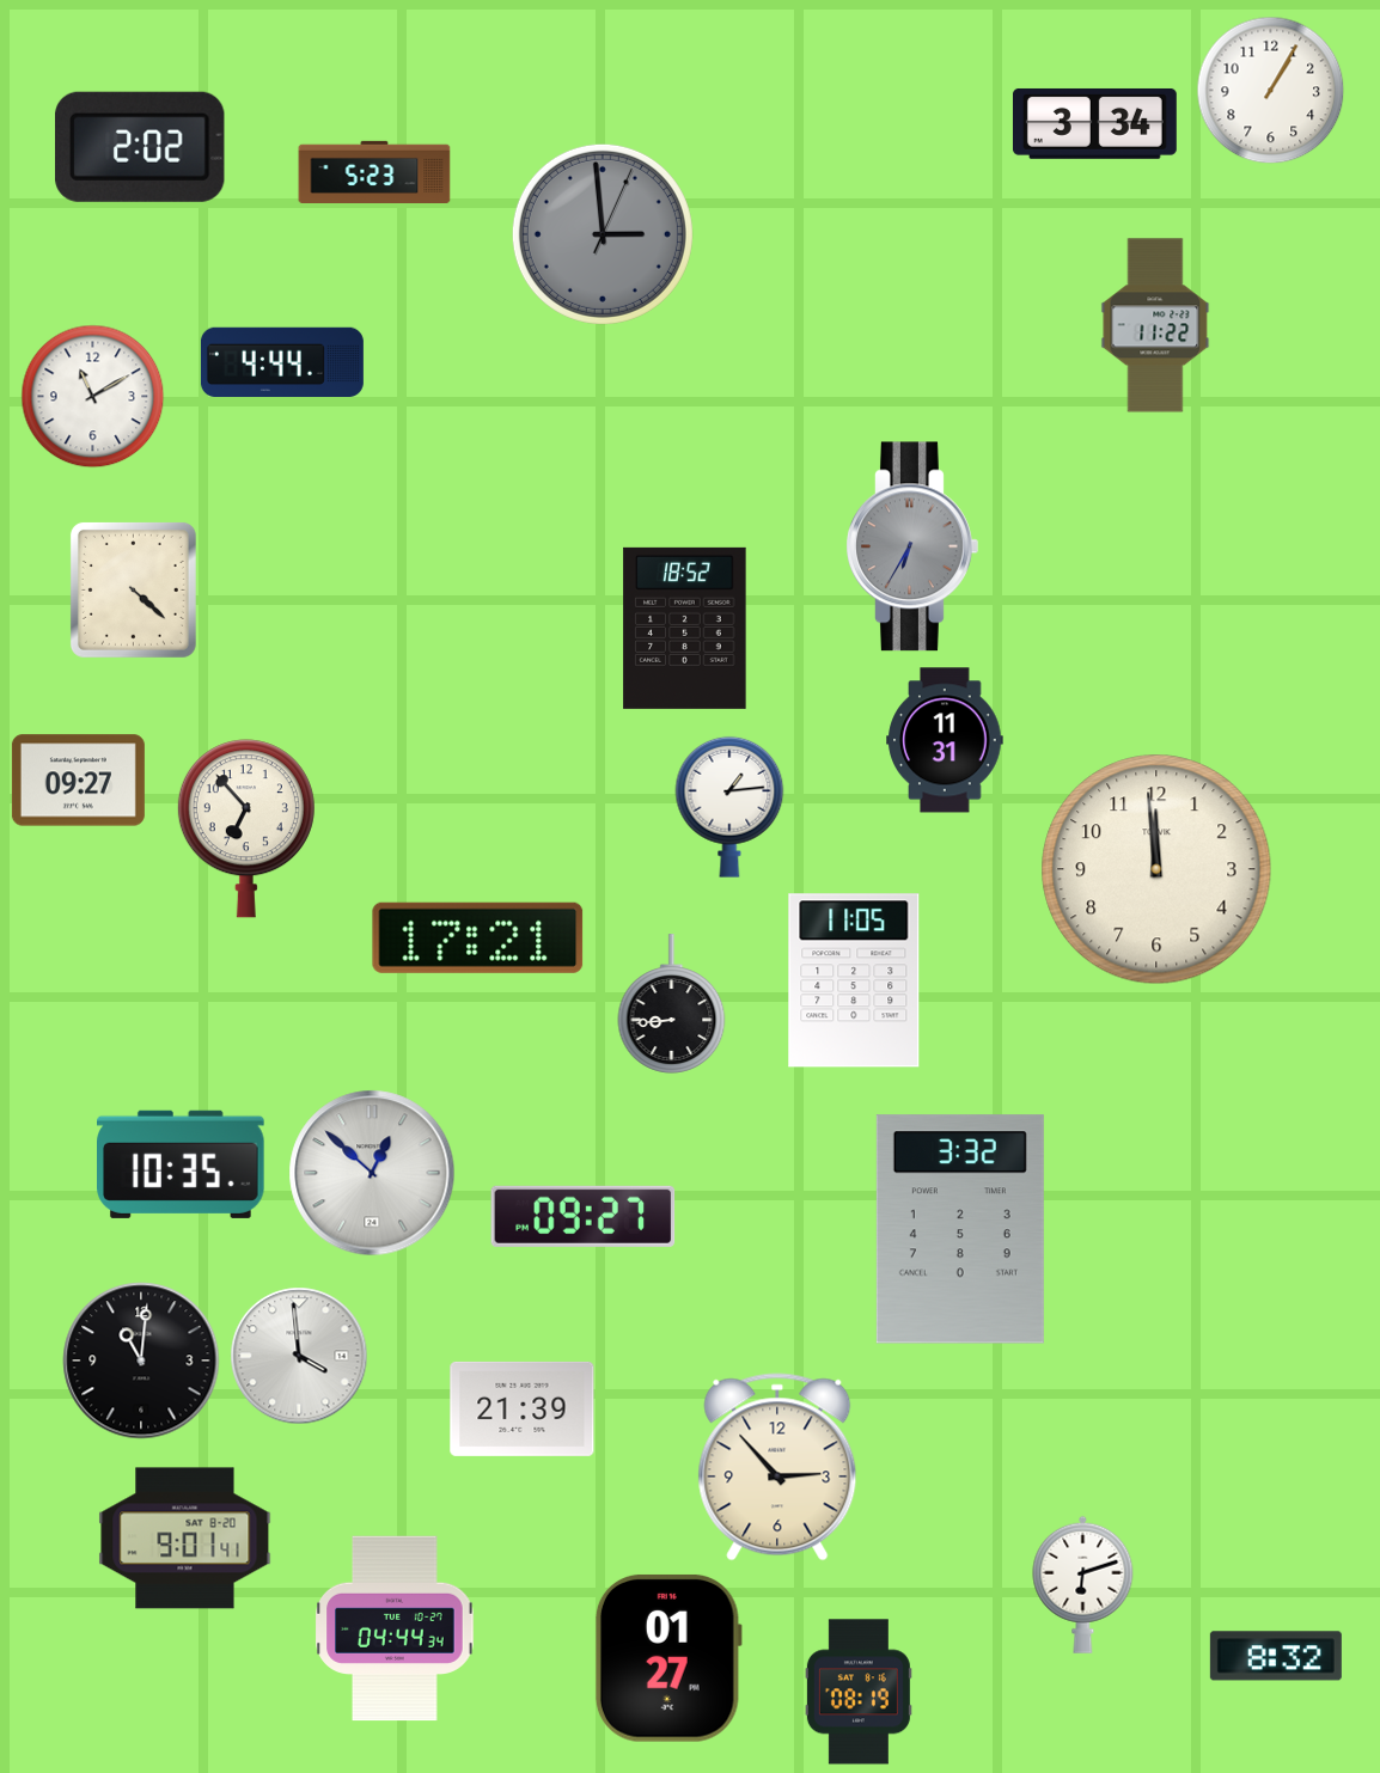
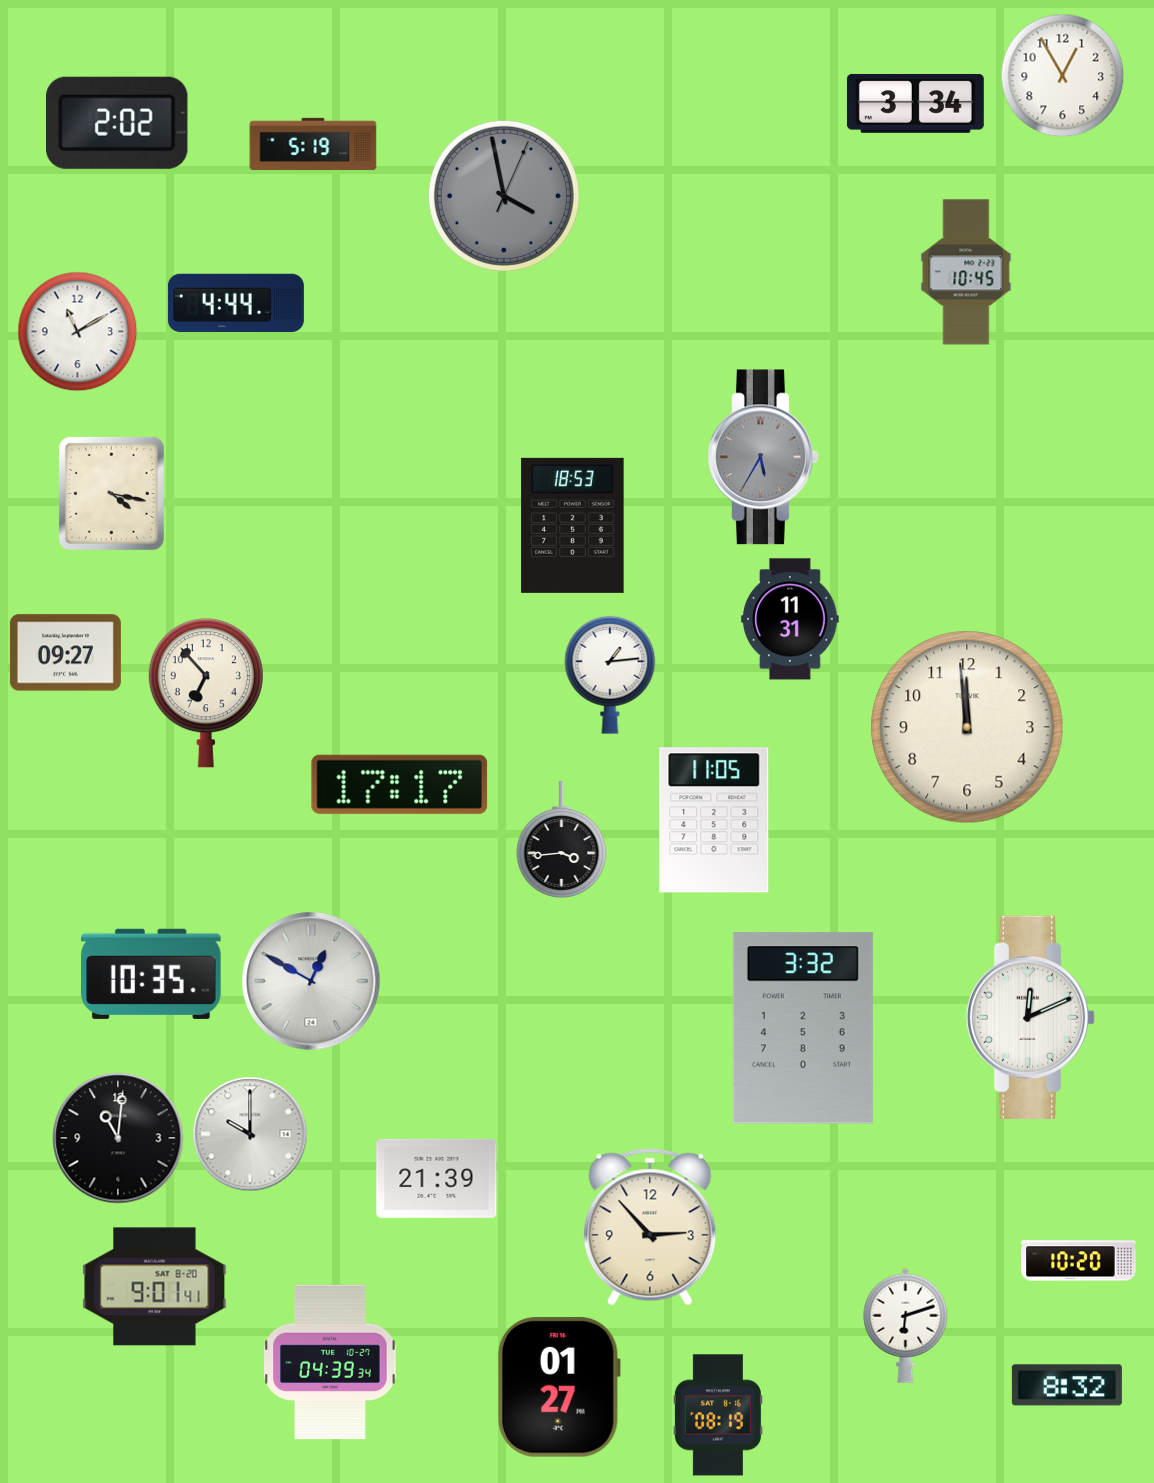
clock at (1271, 91): 1:05 -> 12:55
clock at (374, 171): 5:23 -> 5:19
clock at (603, 234): 2:59 -> 3:58
clock at (1155, 325): 11:22 -> 10:45
clock at (912, 546): 6:35 -> 5:35
clock at (133, 589): 4:22 -> 4:17
clock at (685, 628): 18:52 -> 18:53
clock at (478, 937): 17:21 -> 17:17
clock at (672, 1004): 8:44 -> 3:44
clock at (372, 1173): 12:52 -> 12:50
clock at (584, 1216): 09:27 -> none
clock at (1031, 1017): none -> 12:11
clock at (299, 1356): 3:59 -> 10:00
clock at (1079, 1261): none -> 10:20
clock at (395, 1628): 04:44 -> 04:39
